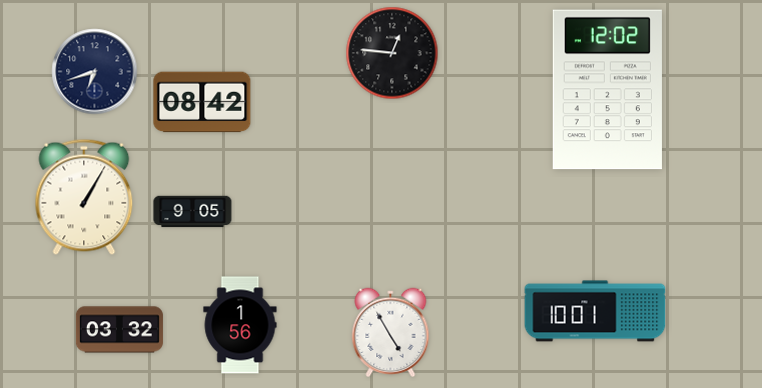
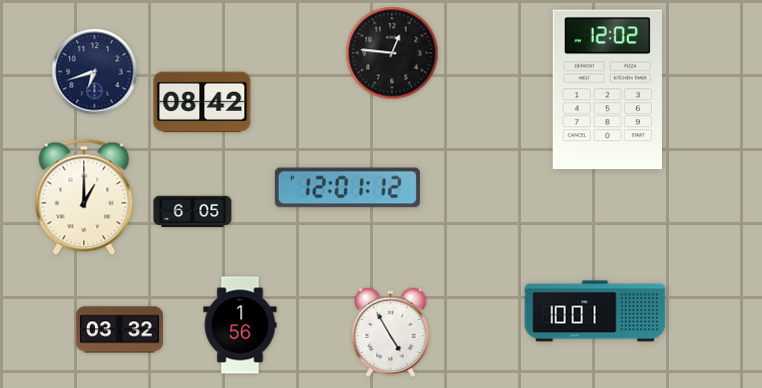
clock at (347, 188): none -> 12:01
clock at (84, 197): 1:05 -> 1:00
clock at (193, 212): 9:05 -> 6:05
